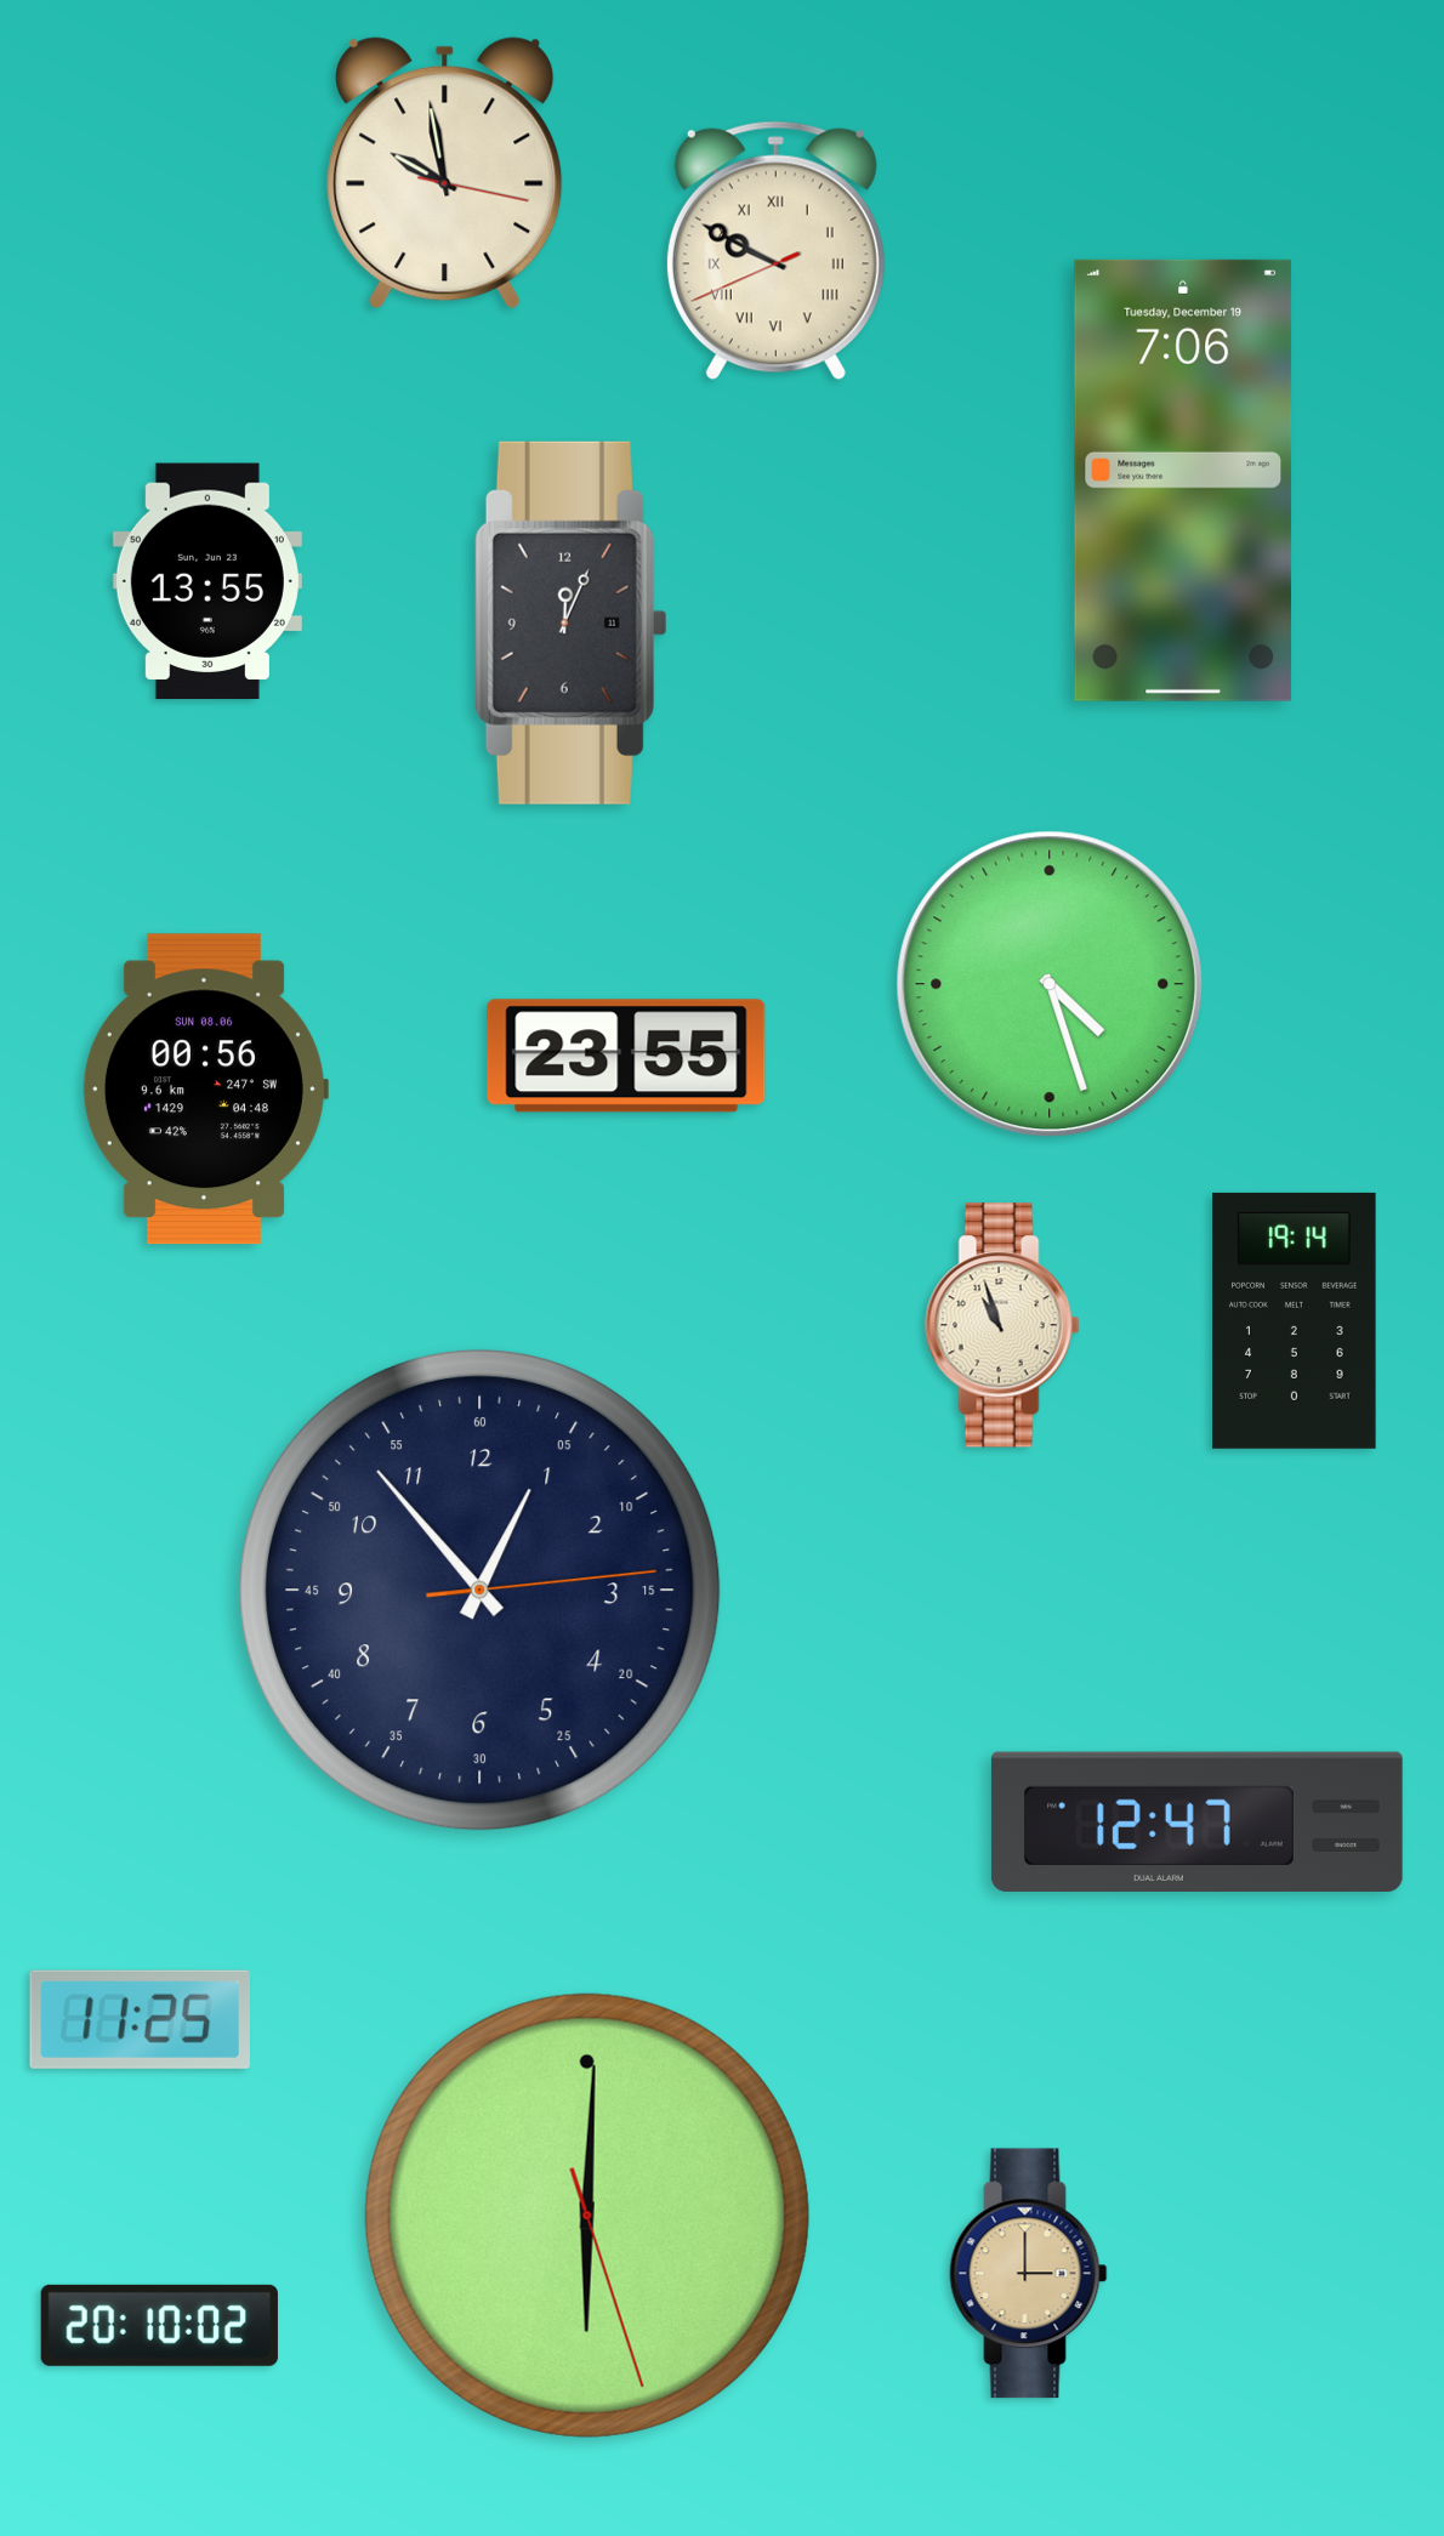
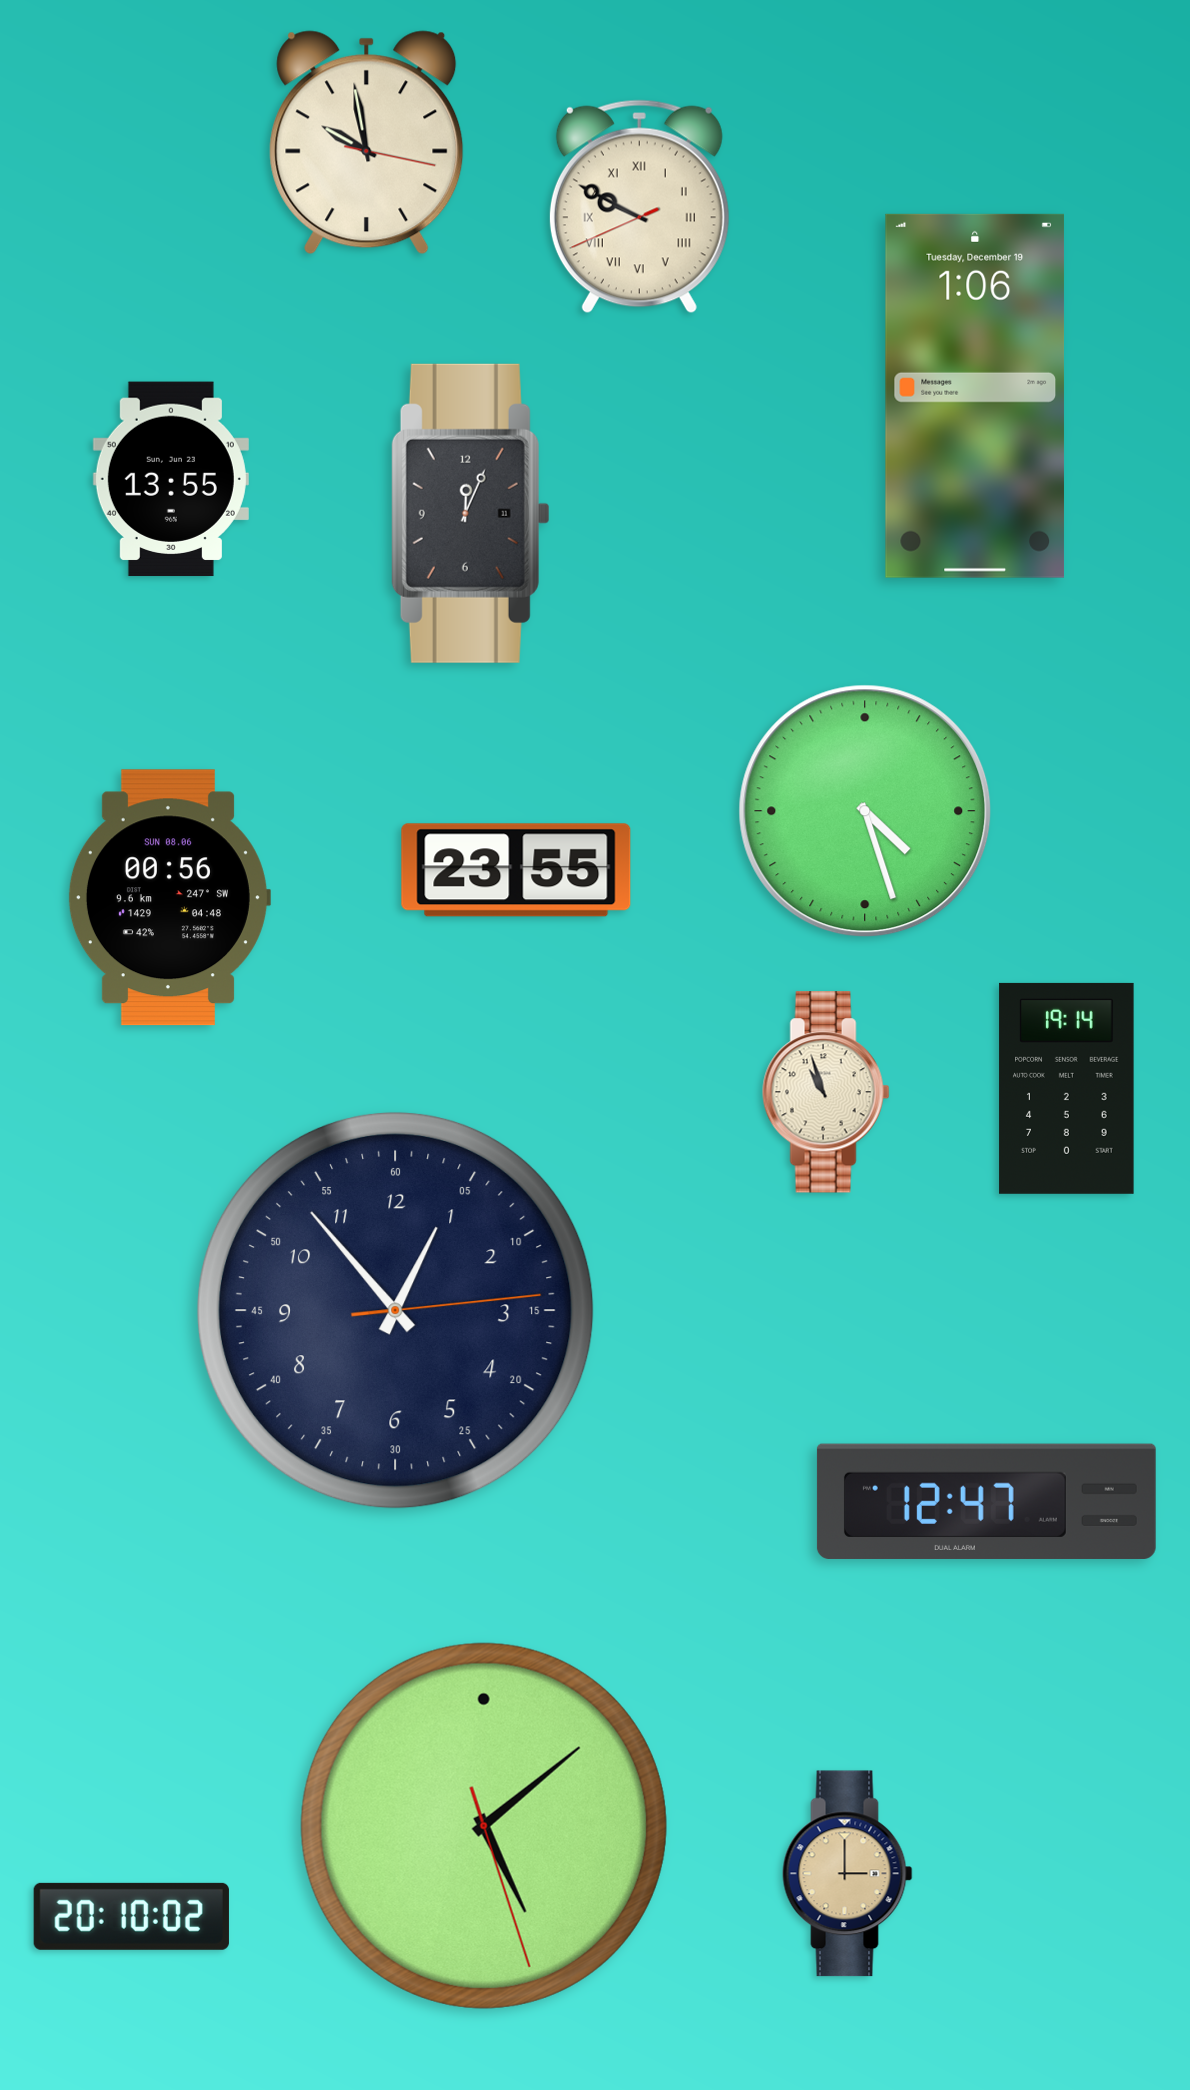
clock at (1182, 481): 7:06 -> 1:06
clock at (140, 2019): 11:25 -> none
clock at (587, 2216): 6:00 -> 5:08
